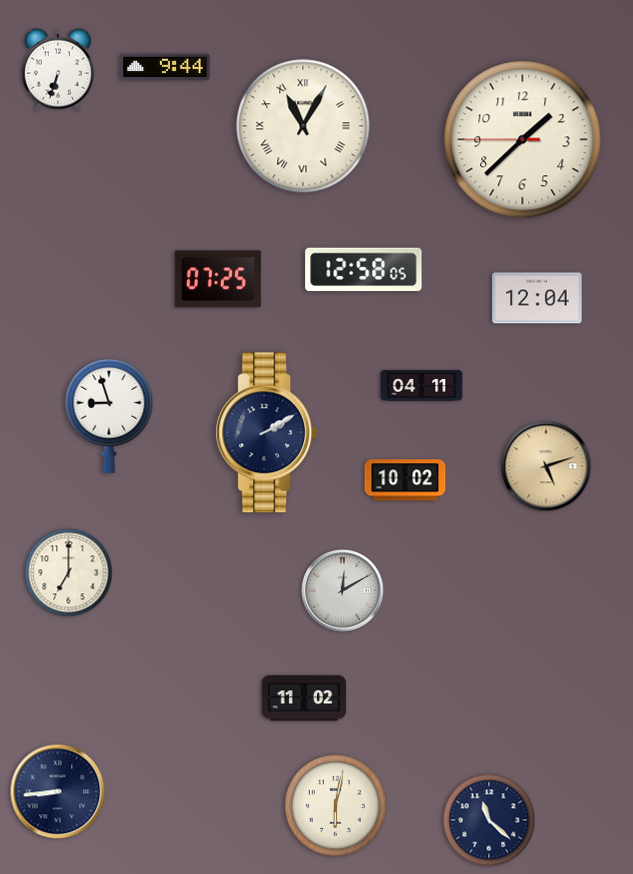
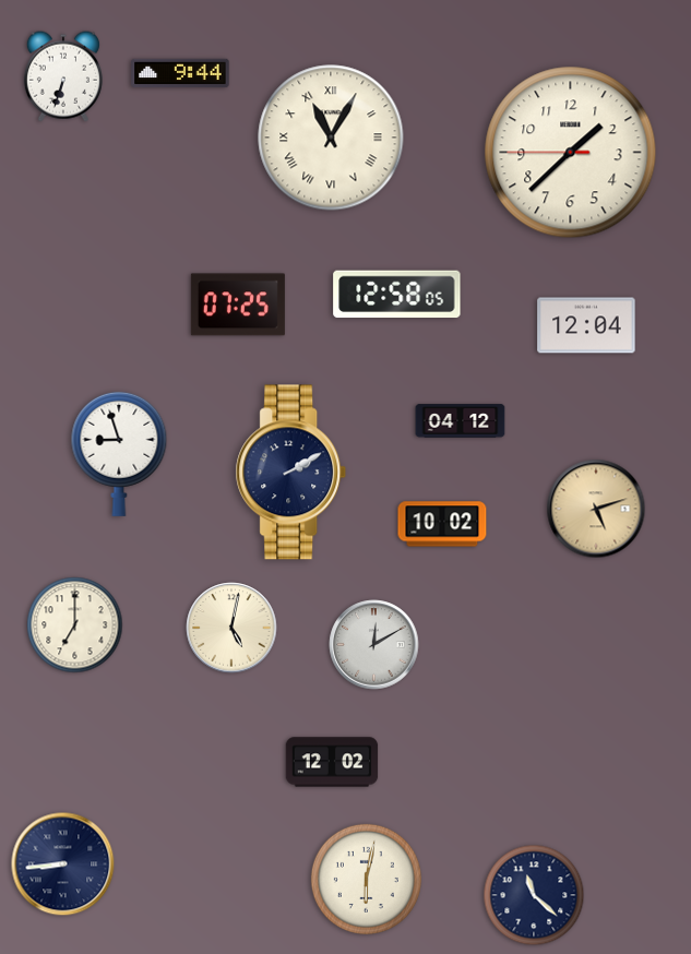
clock at (422, 386): 04:11 -> 04:12
clock at (231, 628): none -> 5:02
clock at (304, 698): 11:02 -> 12:02
